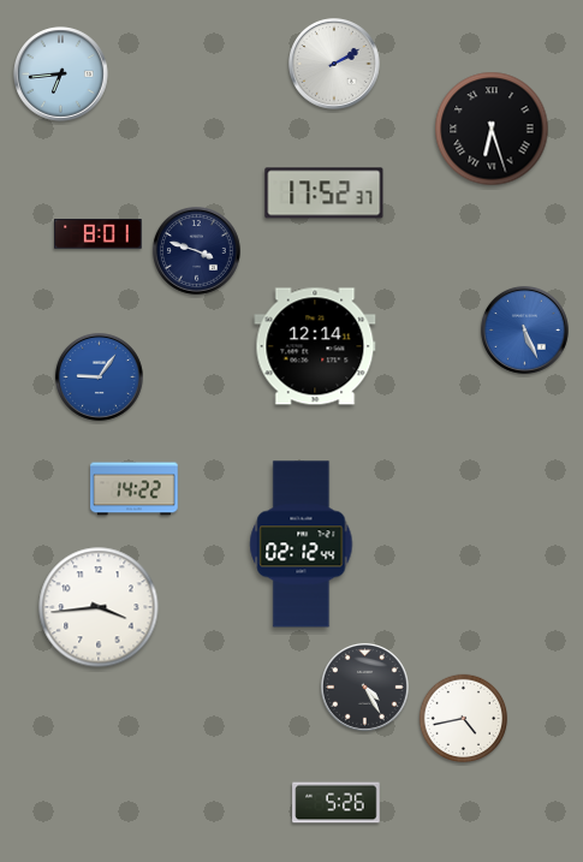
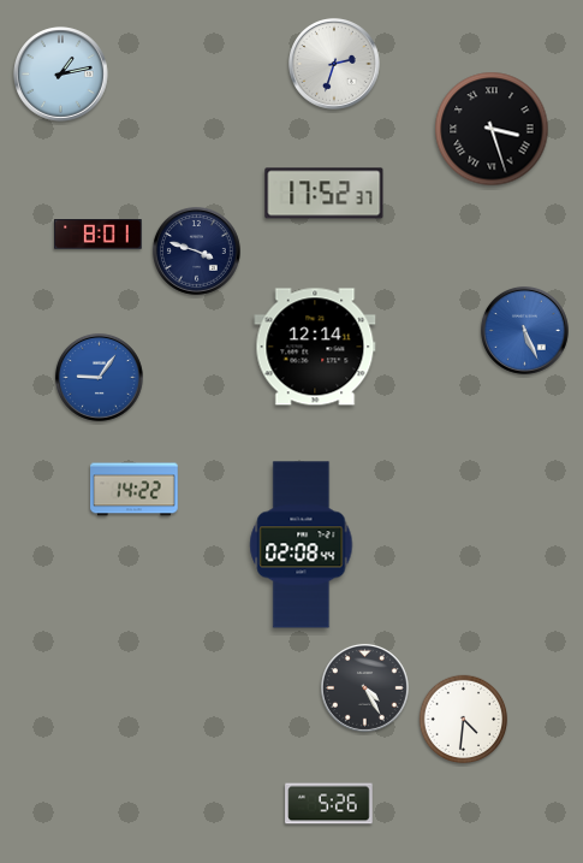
clock at (335, 65): 2:10 -> 2:33
clock at (61, 75): 6:44 -> 1:13
clock at (492, 129): 6:27 -> 3:27
clock at (302, 545): 02:12 -> 02:08
clock at (99, 607): 3:44 -> none
clock at (464, 719): 4:43 -> 4:31
clock at (337, 803) position: (337, 803) -> (329, 804)
